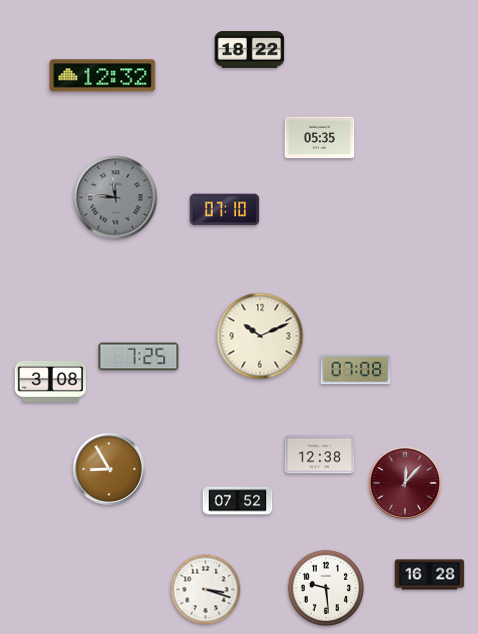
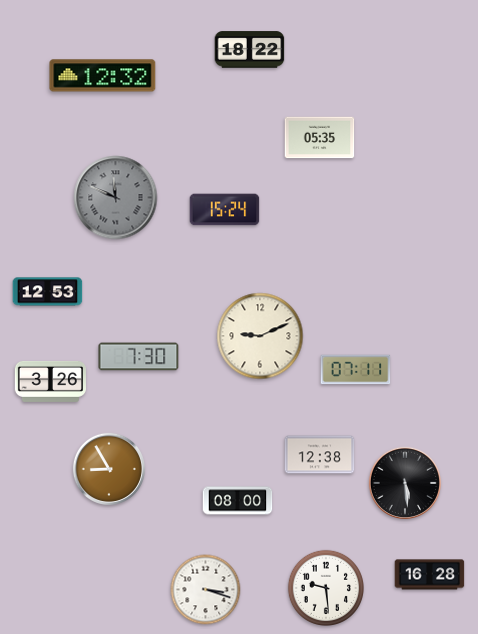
clock at (116, 198): 11:46 -> 11:49
clock at (225, 210): 07:10 -> 15:24
clock at (48, 292): none -> 12:53
clock at (260, 336): 10:11 -> 9:11
clock at (139, 357): 7:25 -> 7:30
clock at (356, 370): 07:08 -> 07:11
clock at (50, 381): 3:08 -> 3:26
clock at (405, 483): 12:07 -> 5:29
clock at (405, 483) dial: burgundy -> black
clock at (238, 501): 07:52 -> 08:00
